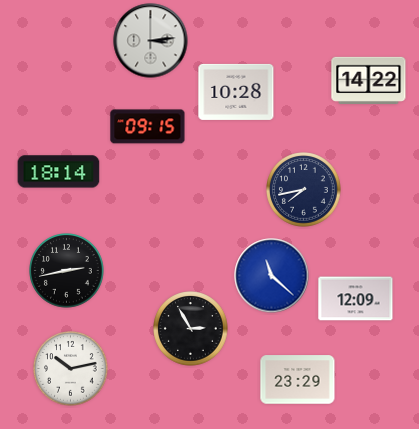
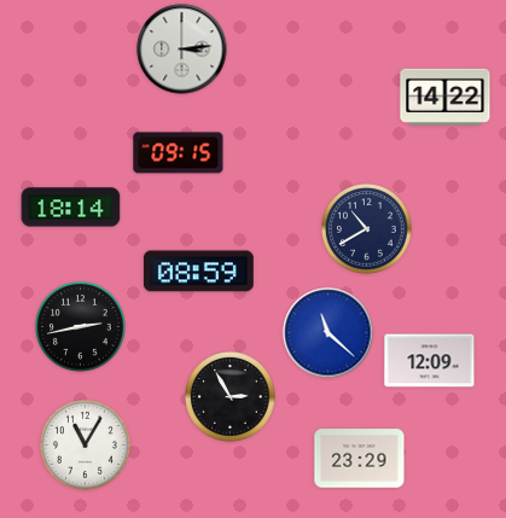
clock at (236, 92): 10:28 -> none
clock at (304, 190): 7:43 -> 10:40
clock at (198, 272): none -> 08:59
clock at (71, 369): 10:13 -> 11:05
